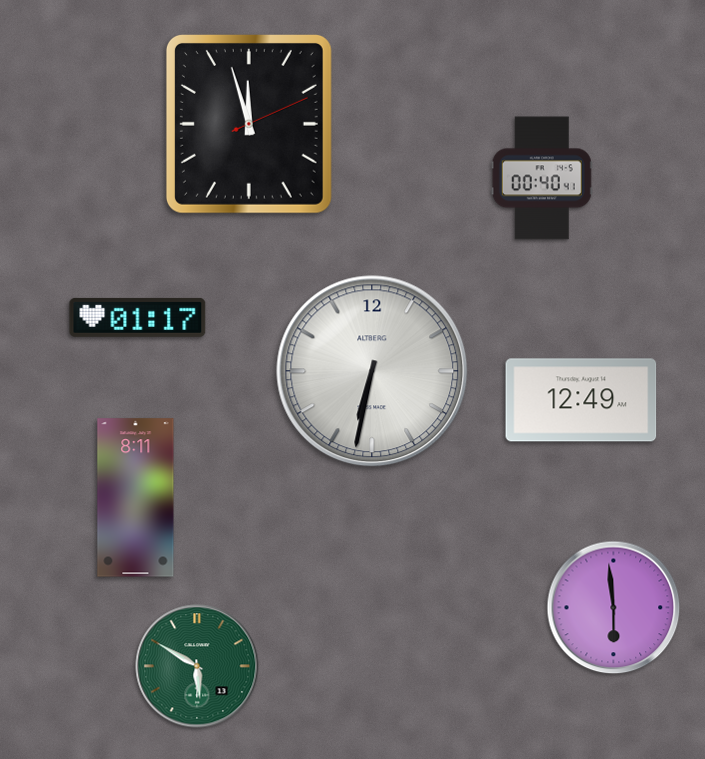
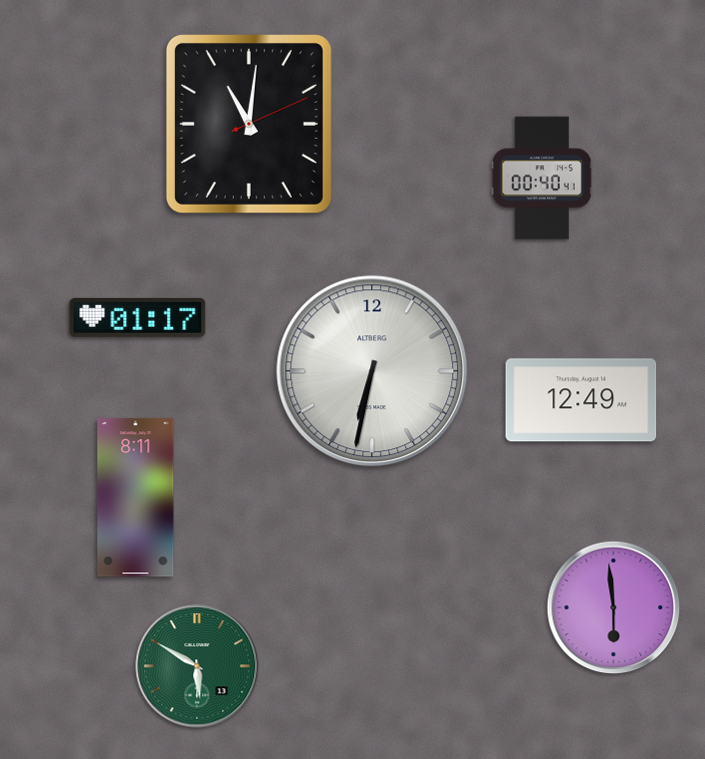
clock at (249, 124): 11:57 -> 11:01
